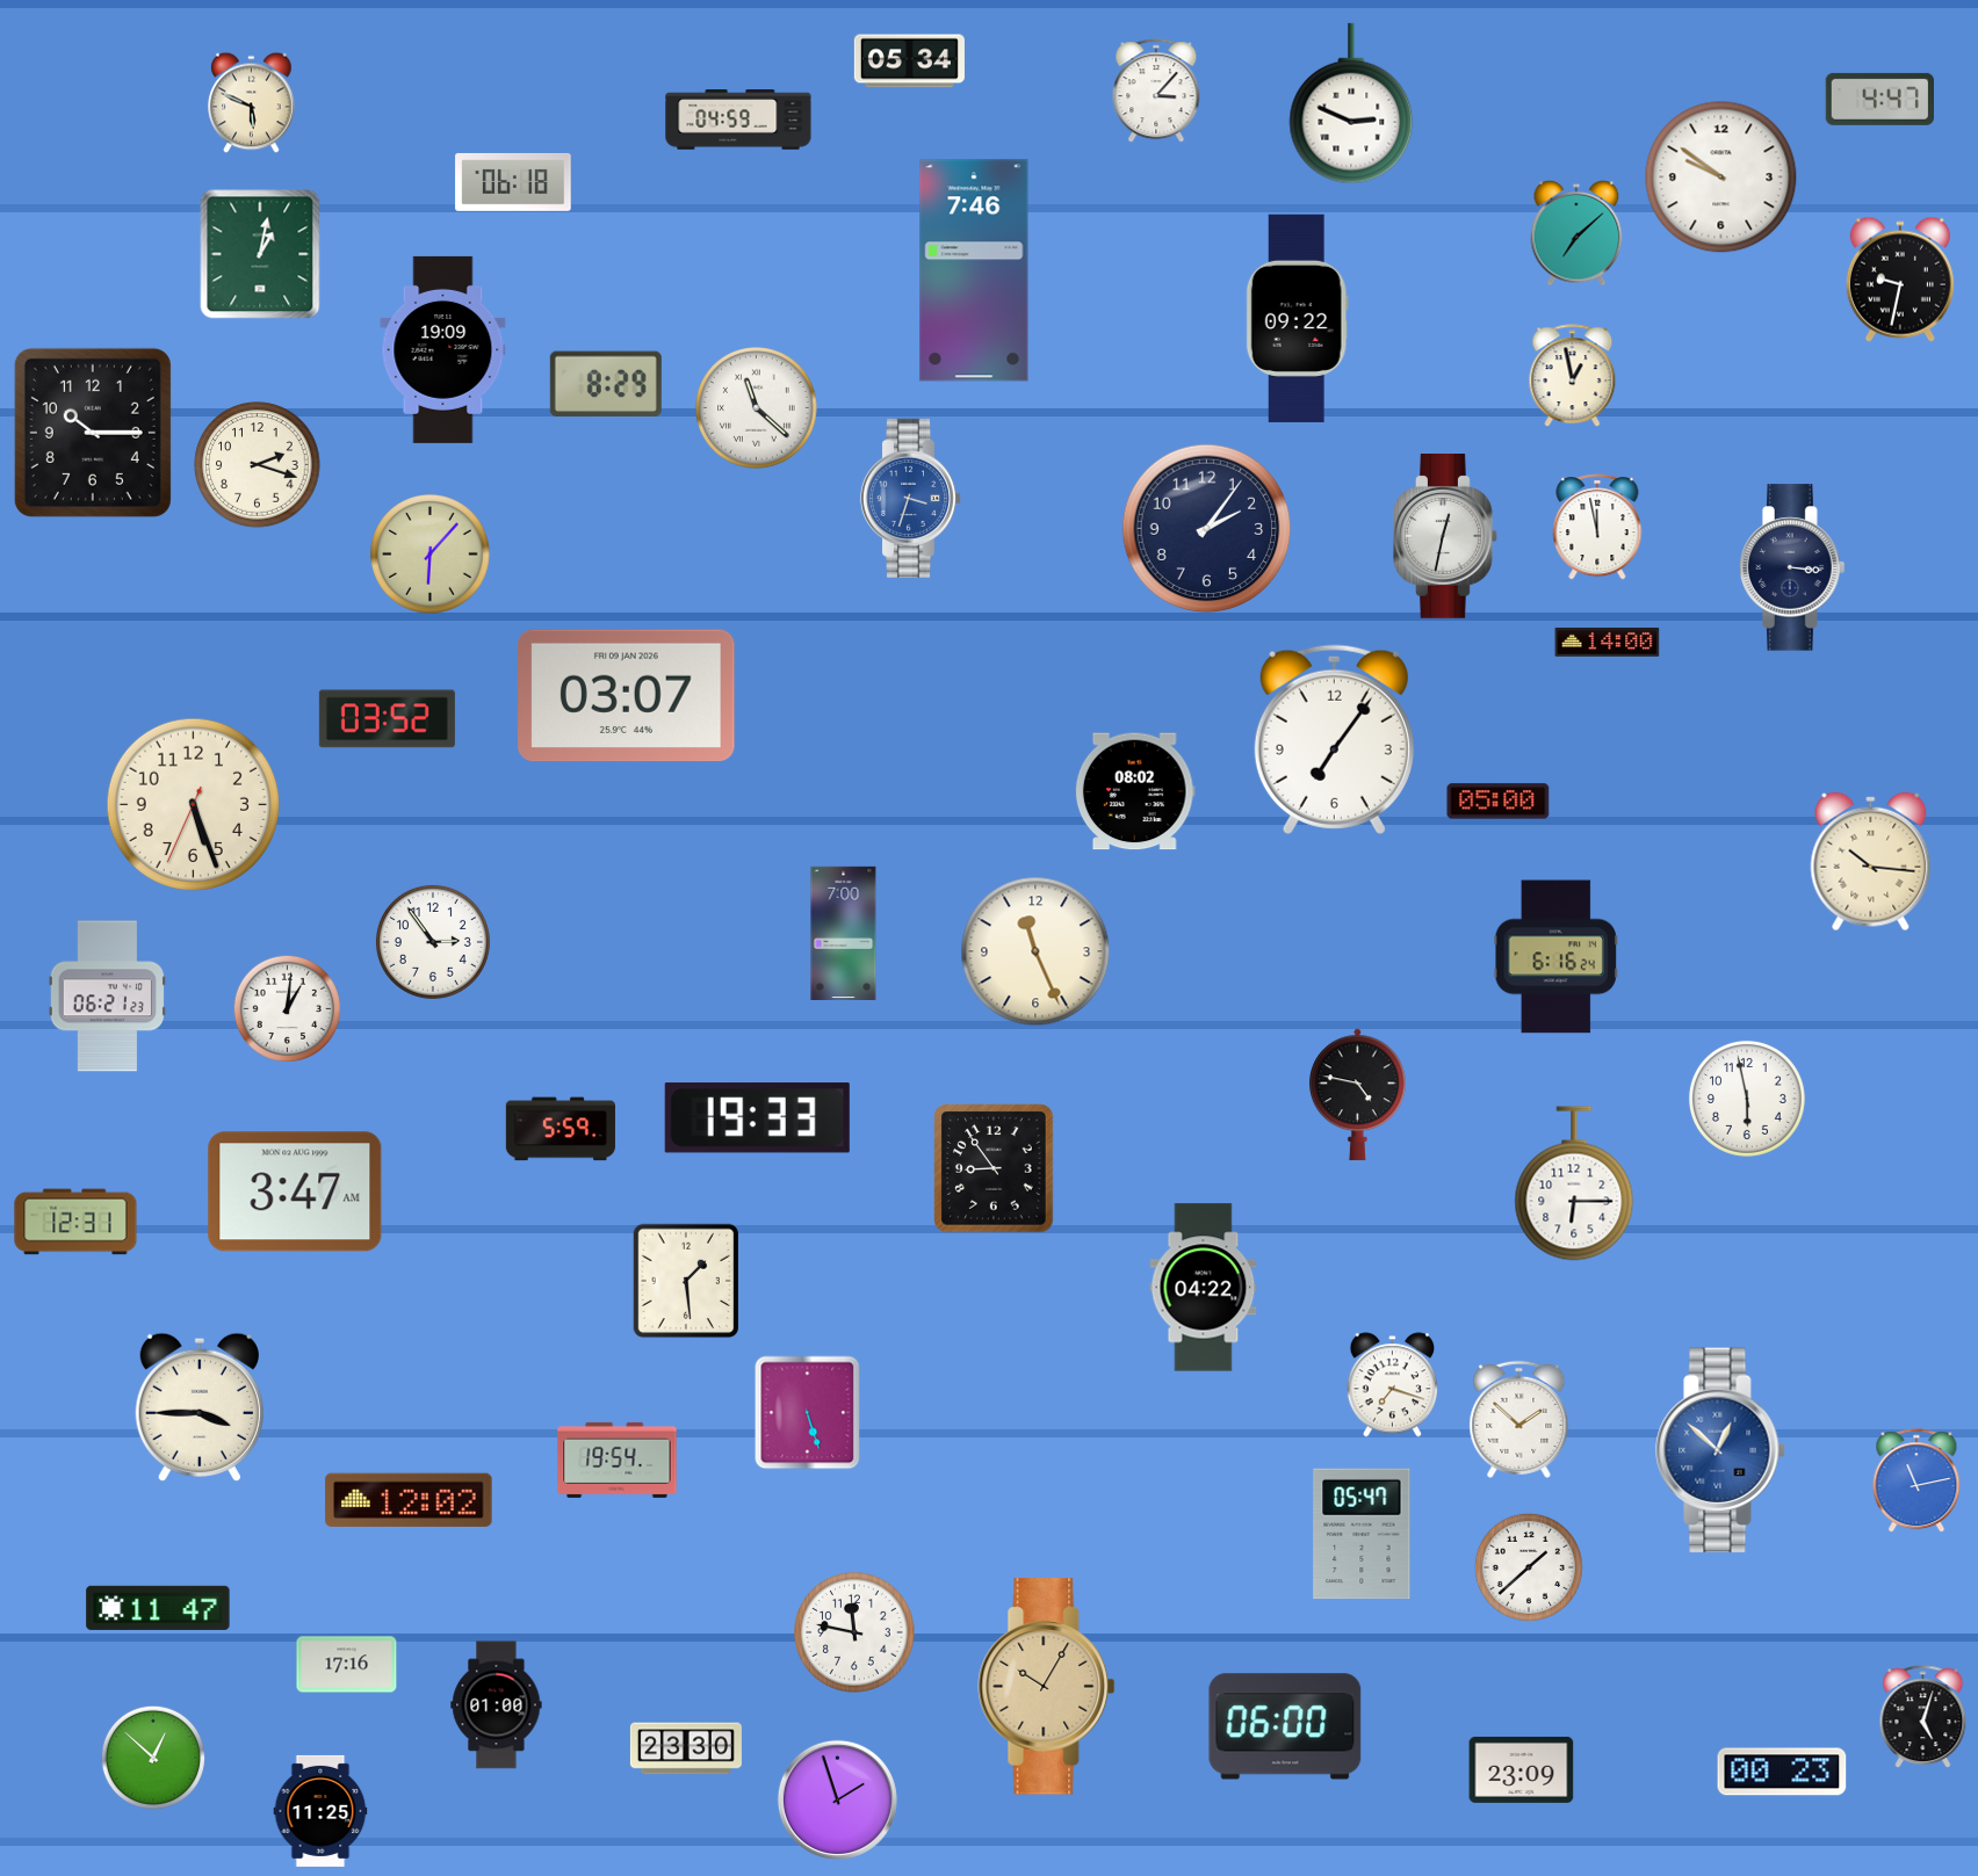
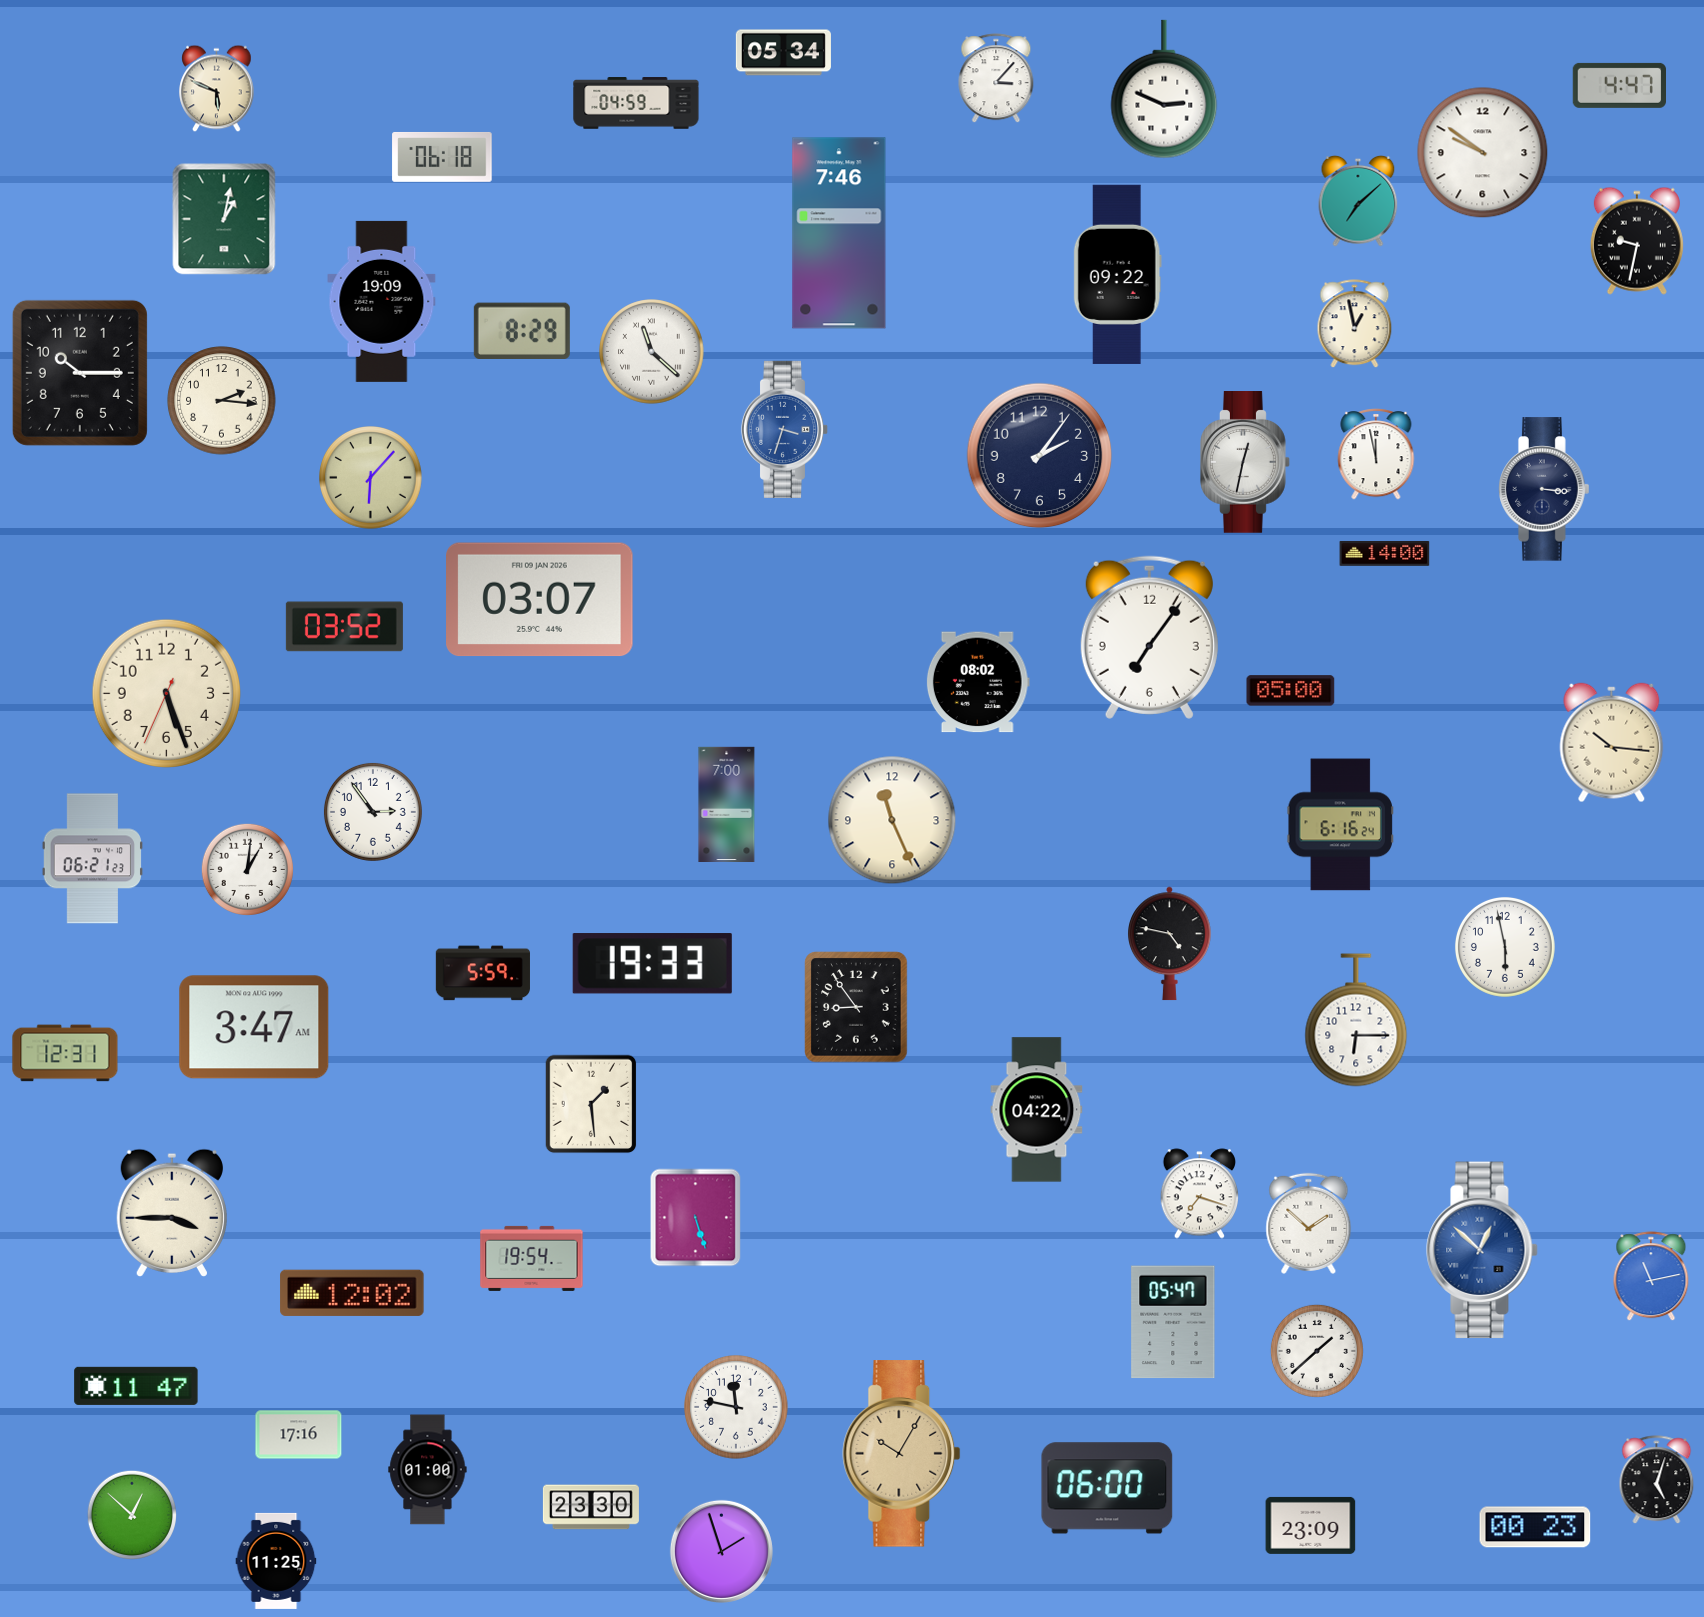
clock at (258, 465): 2:18 -> 2:16
clock at (387, 719) position: (387, 719) -> (344, 627)
